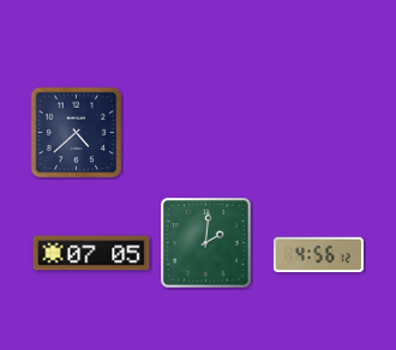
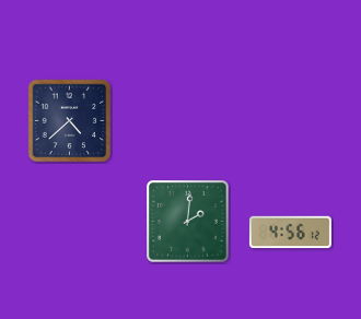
clock at (91, 253): 07:05 -> none
